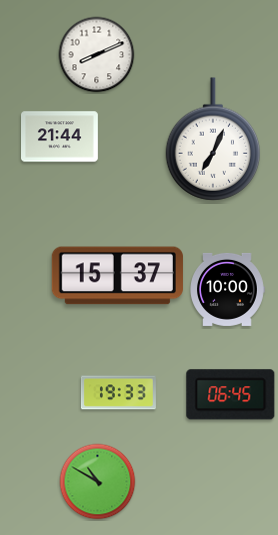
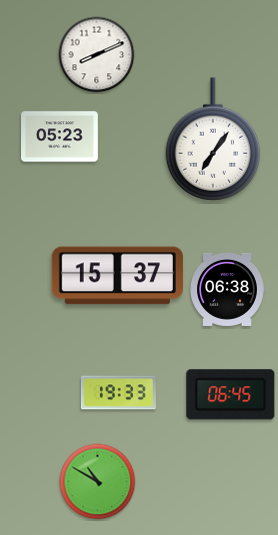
clock at (60, 137): 21:44 -> 05:23
clock at (213, 139): 7:04 -> 7:06
clock at (227, 289): 10:00 -> 06:38
